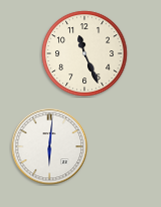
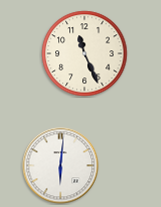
clock at (50, 147) position: (50, 147) -> (61, 166)
